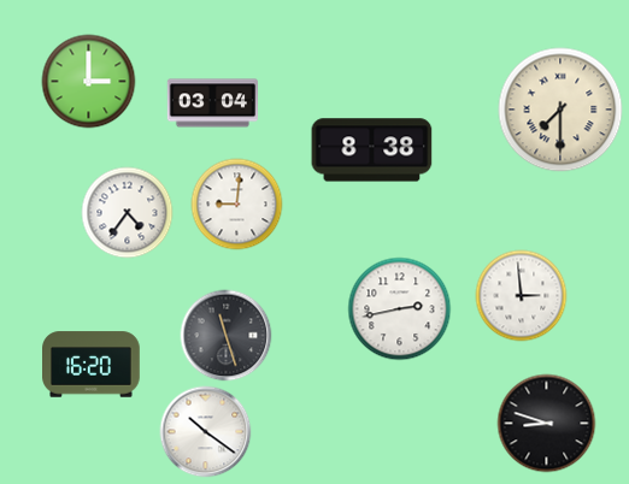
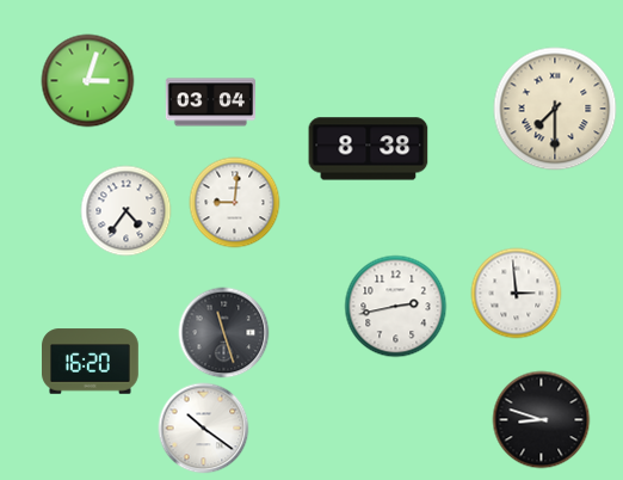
clock at (89, 82): 3:00 -> 3:03
